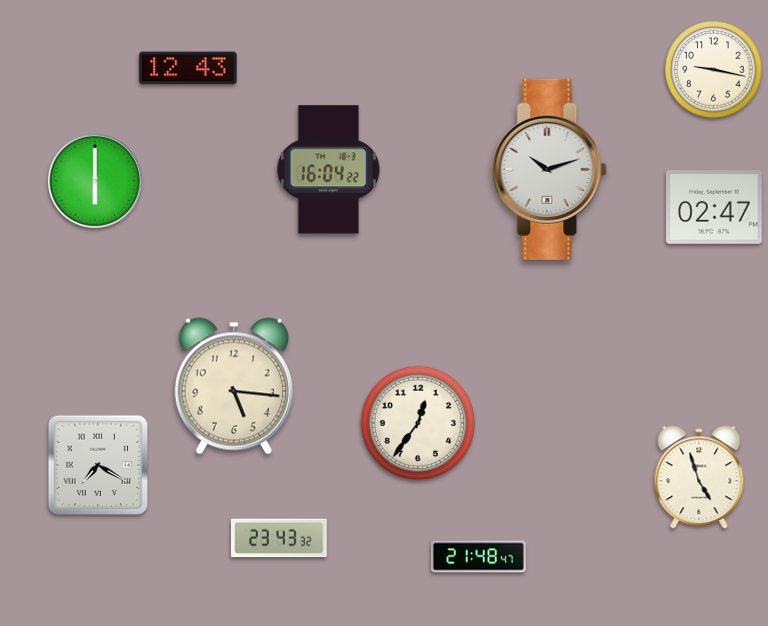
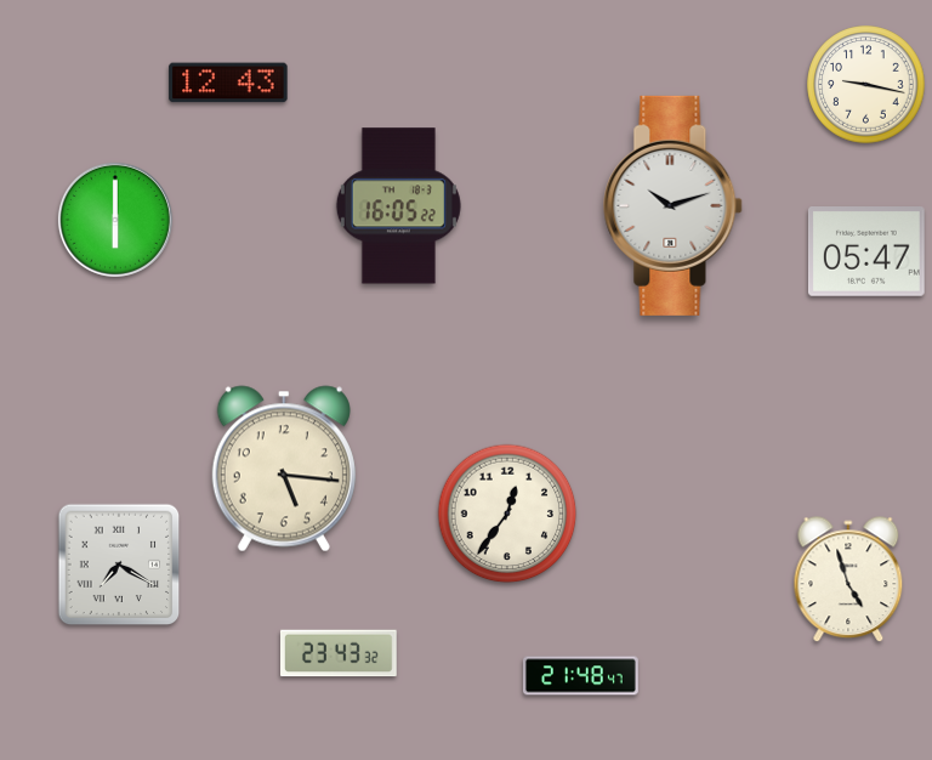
clock at (550, 169) position: (550, 169) -> (674, 205)
clock at (328, 170): 16:04 -> 16:05
clock at (714, 208): 02:47 -> 05:47
